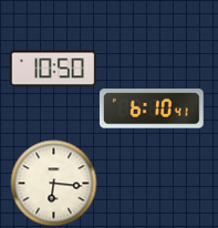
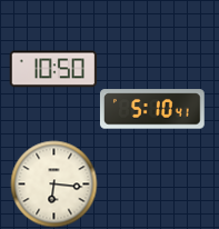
clock at (152, 108): 6:10 -> 5:10
